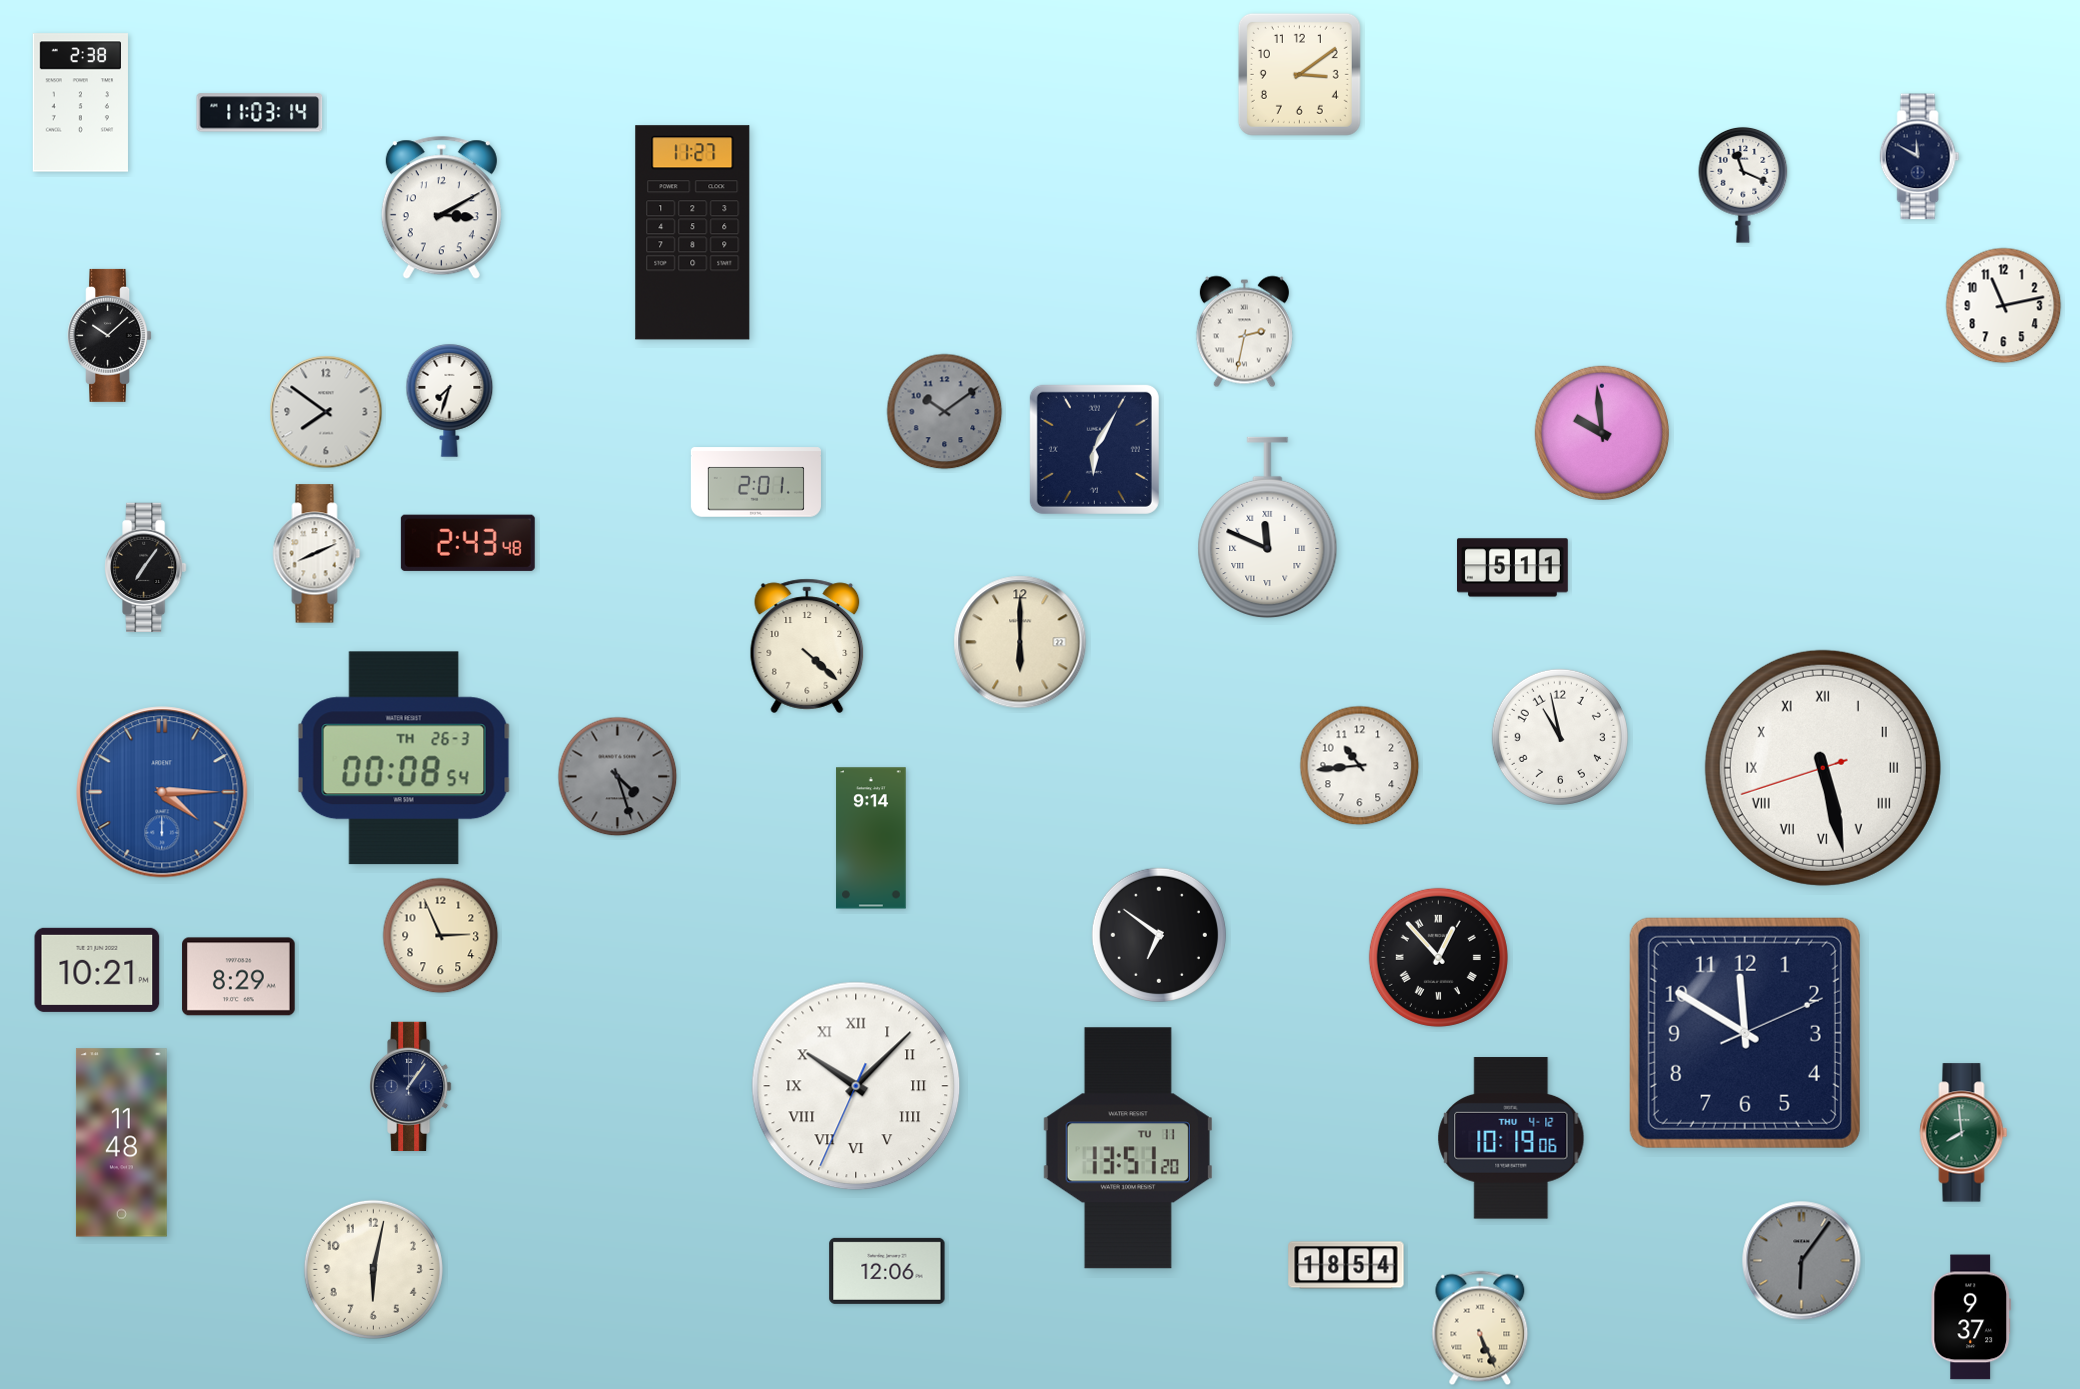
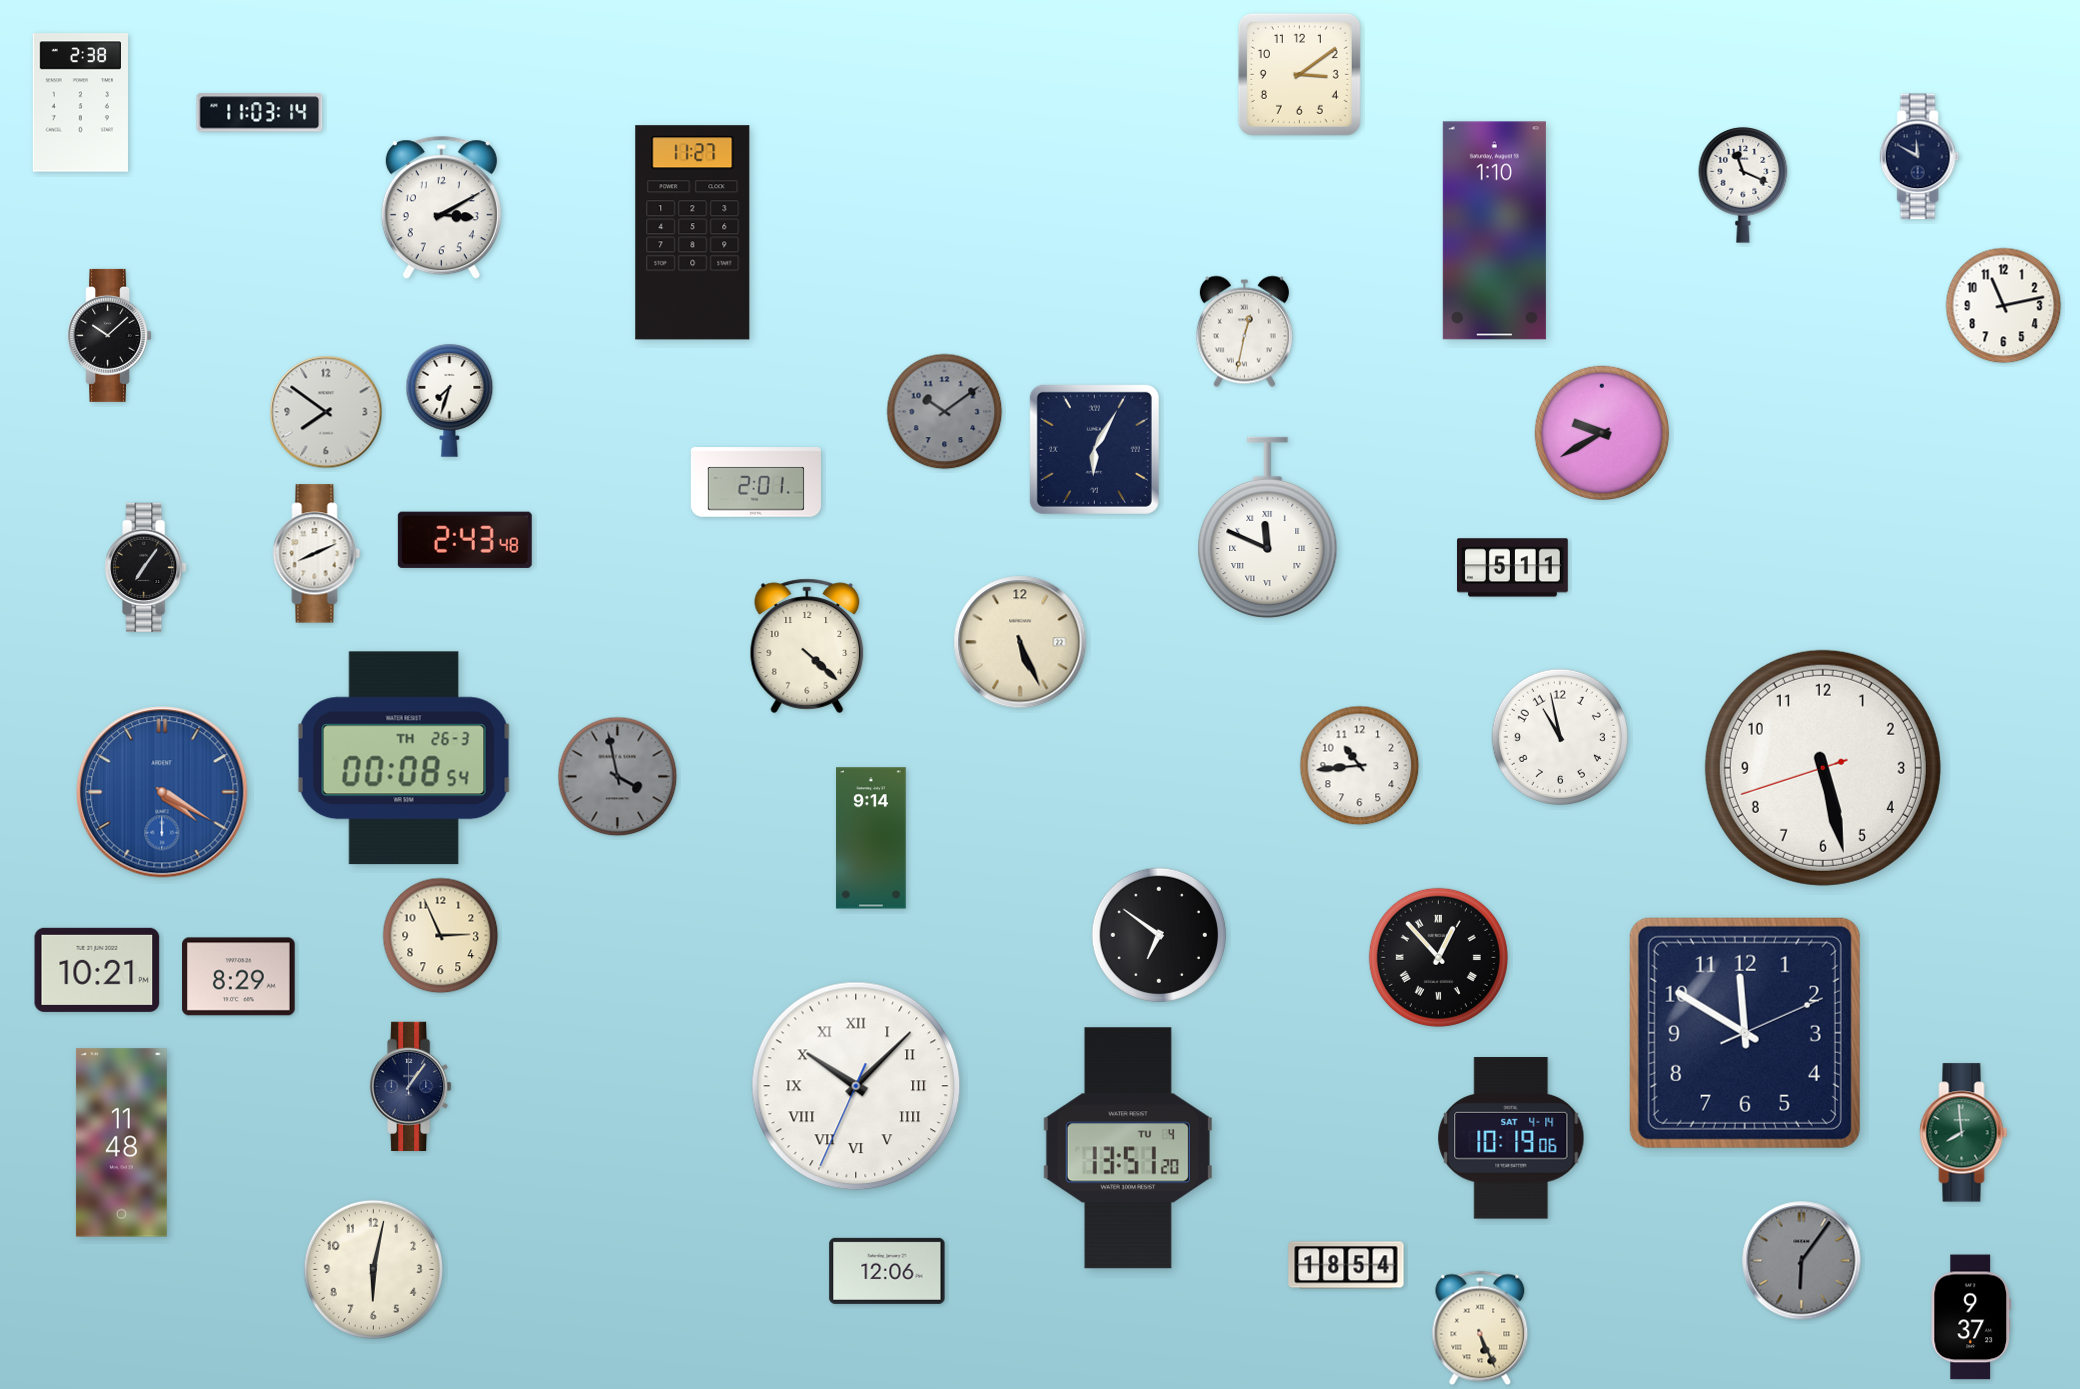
clock at (1494, 231): none -> 1:10
clock at (1244, 332): 2:32 -> 12:32
clock at (1602, 433): 9:59 -> 9:40
clock at (468, 543) position: (468, 543) -> (465, 540)
clock at (1020, 642): 6:00 -> 5:26
clock at (1823, 768) numerals: Roman -> Arabic
clock at (618, 777): 4:27 -> 3:58
clock at (162, 792): 4:15 -> 4:20
clock at (1511, 1138) date: THU 4-12 -> SAT 4-14
clock at (1128, 1148) date: TU 11 -> TU 4
